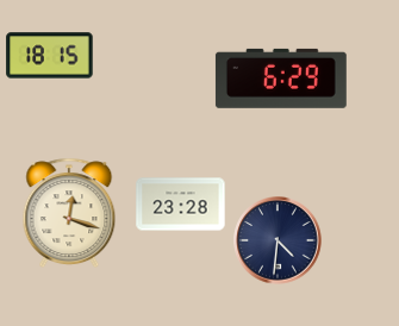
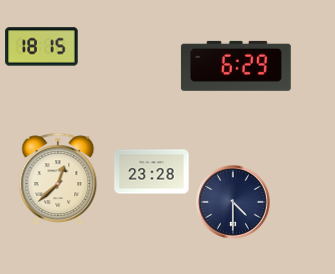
clock at (69, 212): 12:18 -> 12:38
clock at (278, 240): 4:31 -> 4:30
